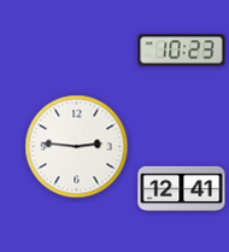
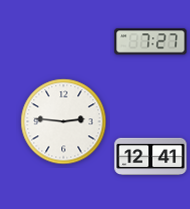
clock at (182, 51): 10:23 -> 7:27
